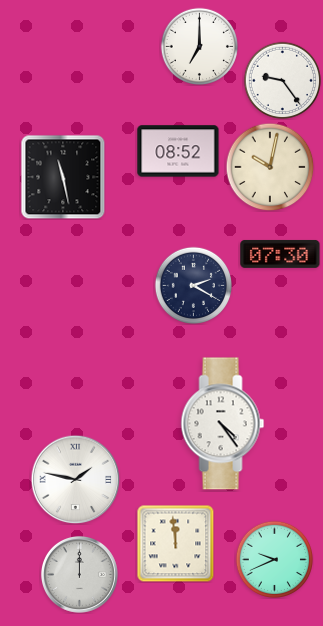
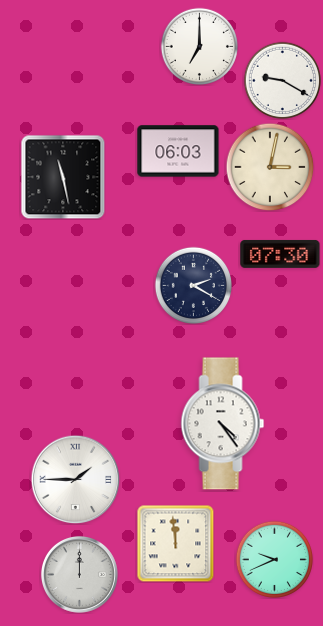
clock at (282, 80): 9:24 -> 9:20
clock at (178, 151): 08:52 -> 06:03
clock at (270, 167): 10:02 -> 3:02
clock at (75, 479): 1:47 -> 1:45
